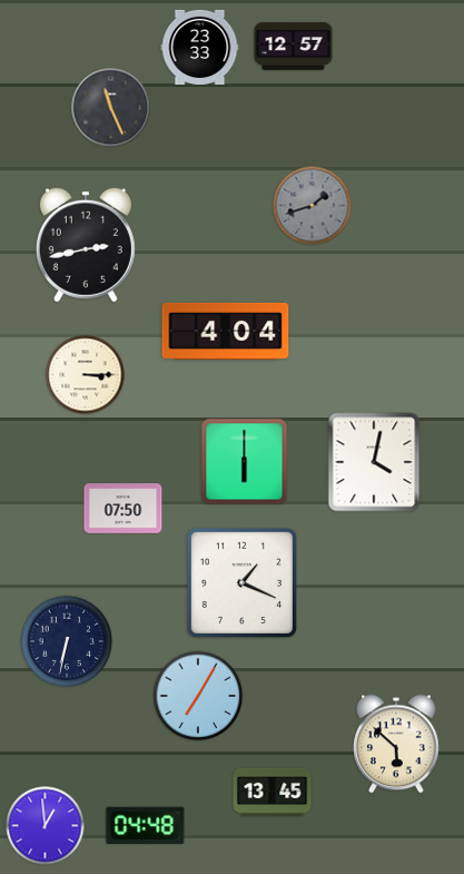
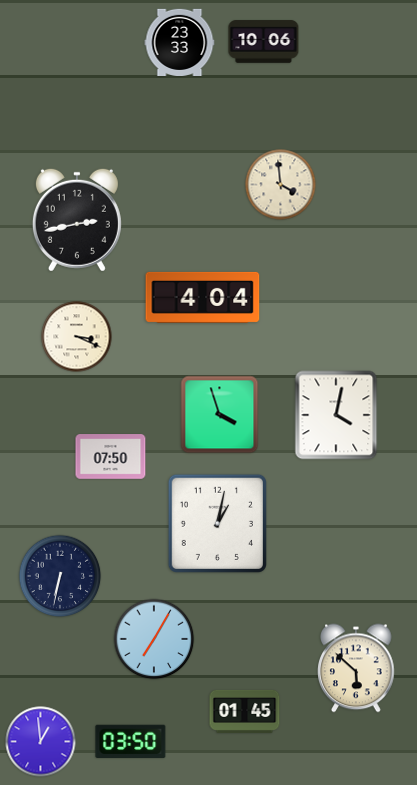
clock at (294, 47): 12:57 -> 10:06
clock at (111, 108): 11:26 -> none
clock at (313, 206): 1:42 -> 3:59
clock at (313, 206) dial: grey -> cream
clock at (86, 375): 3:15 -> 3:19
clock at (245, 462): 6:00 -> 3:57
clock at (241, 582): 1:19 -> 1:02
clock at (198, 696) position: (198, 696) -> (154, 639)
clock at (273, 792): 13:45 -> 01:45
clock at (146, 825): 04:48 -> 03:50
